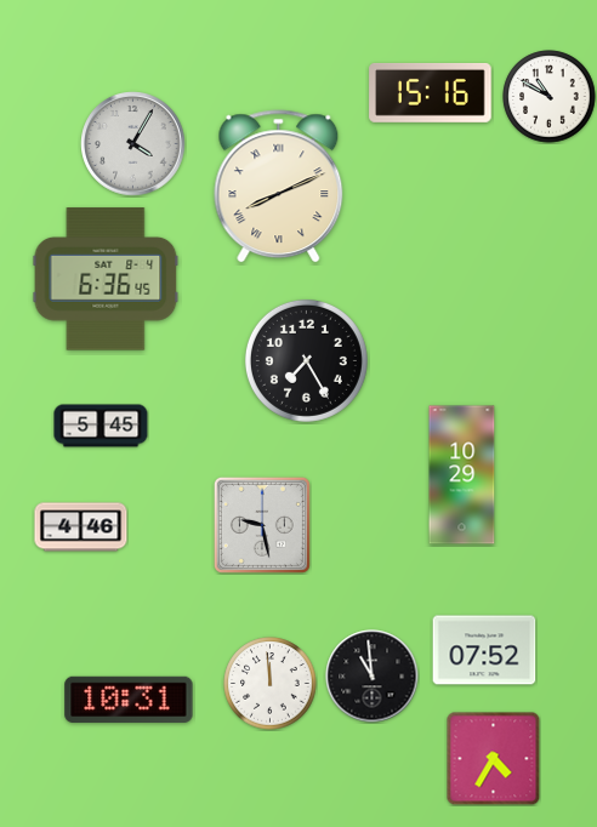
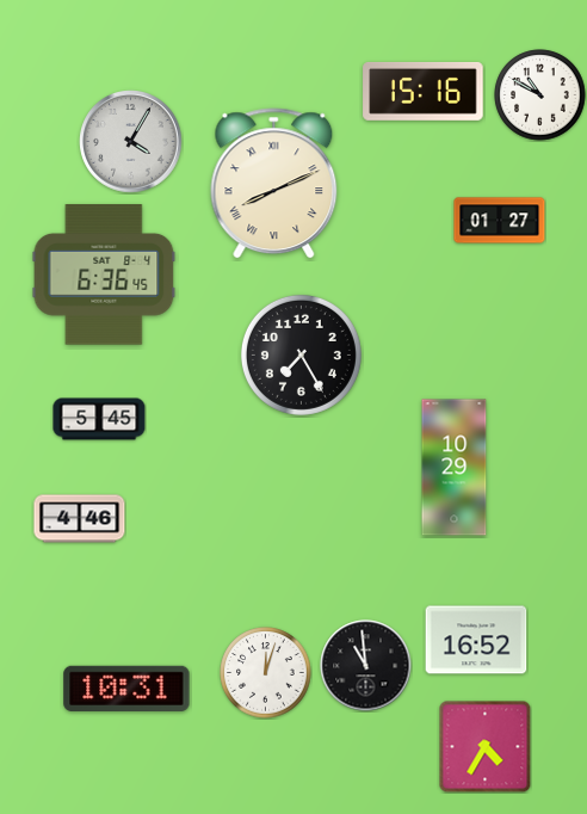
clock at (500, 221): none -> 01:27
clock at (262, 525): 9:28 -> none
clock at (484, 650): 07:52 -> 16:52
clock at (271, 684): 11:59 -> 12:03
